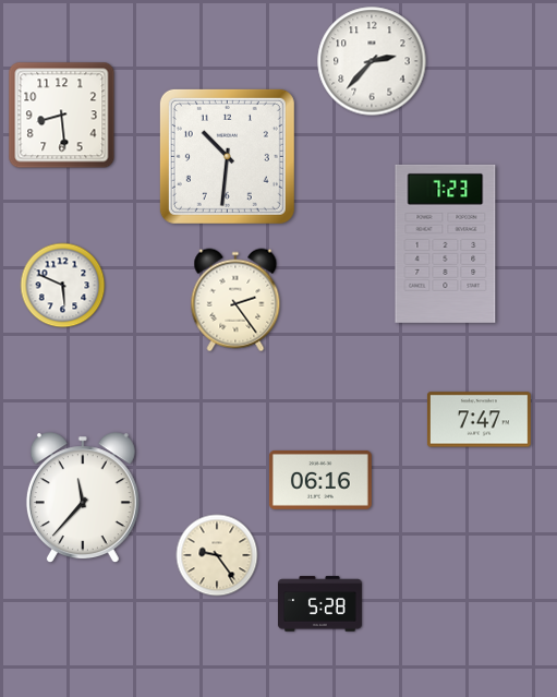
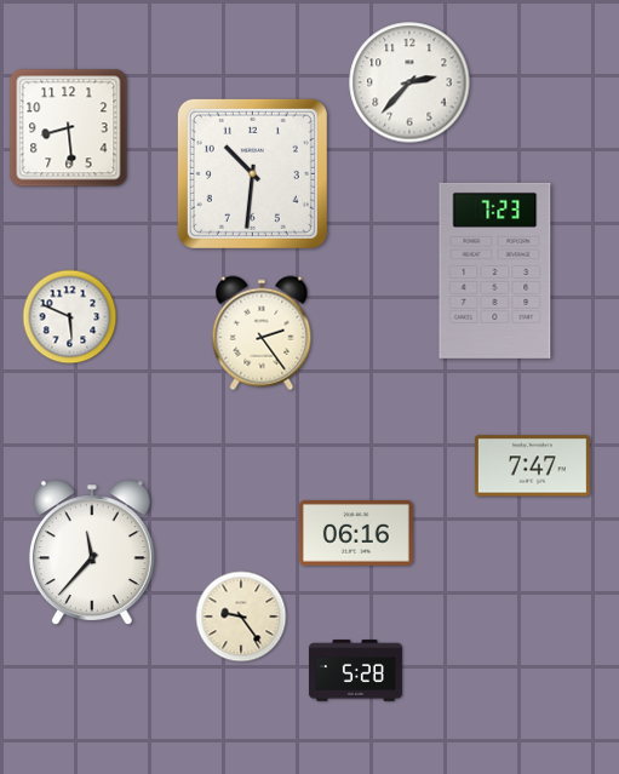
clock at (372, 61) position: (372, 61) -> (409, 82)
